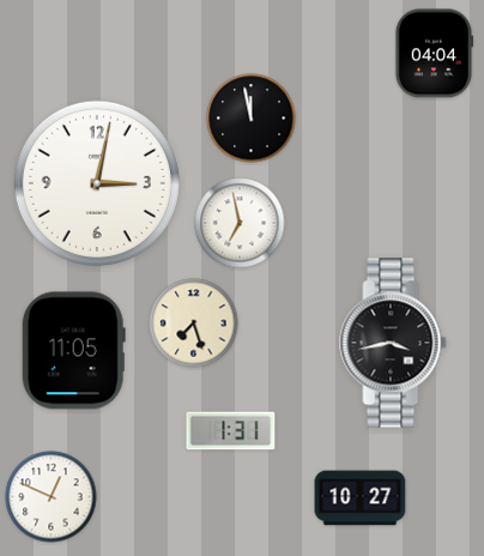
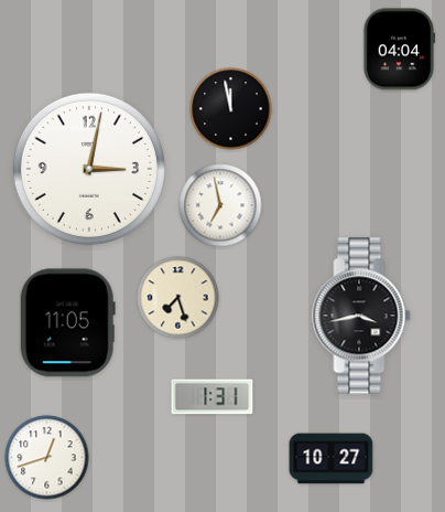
clock at (52, 497): 12:49 -> 12:42
